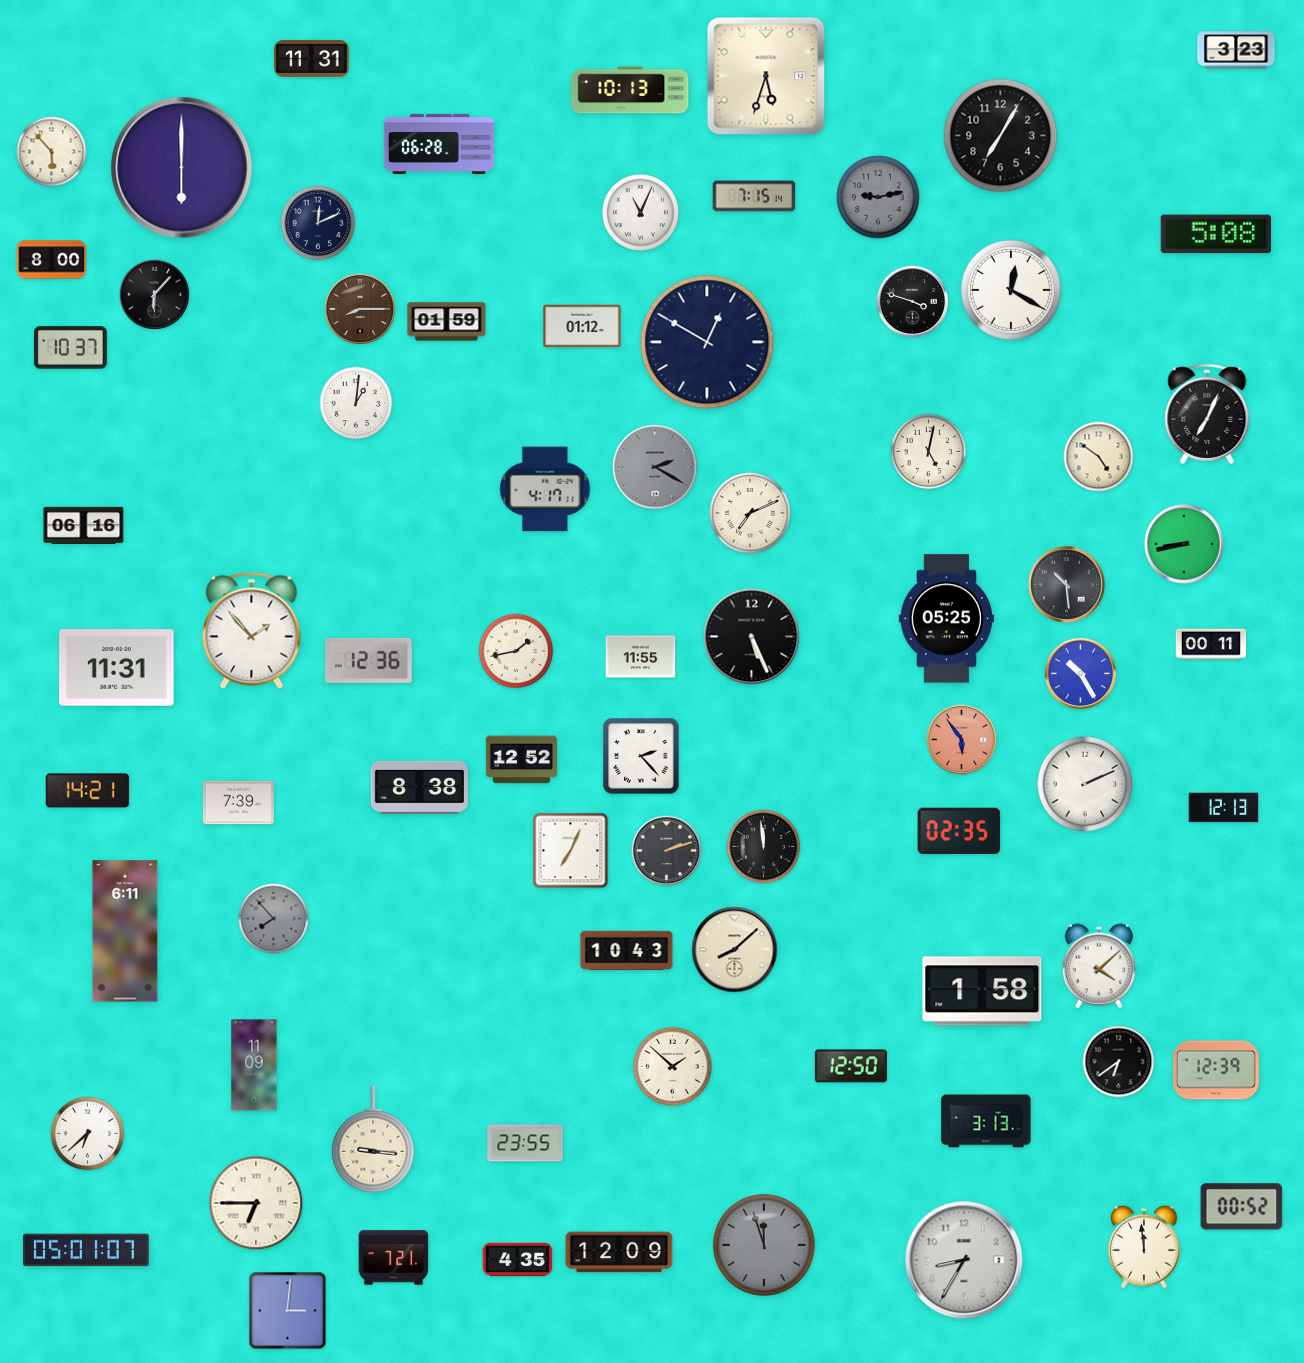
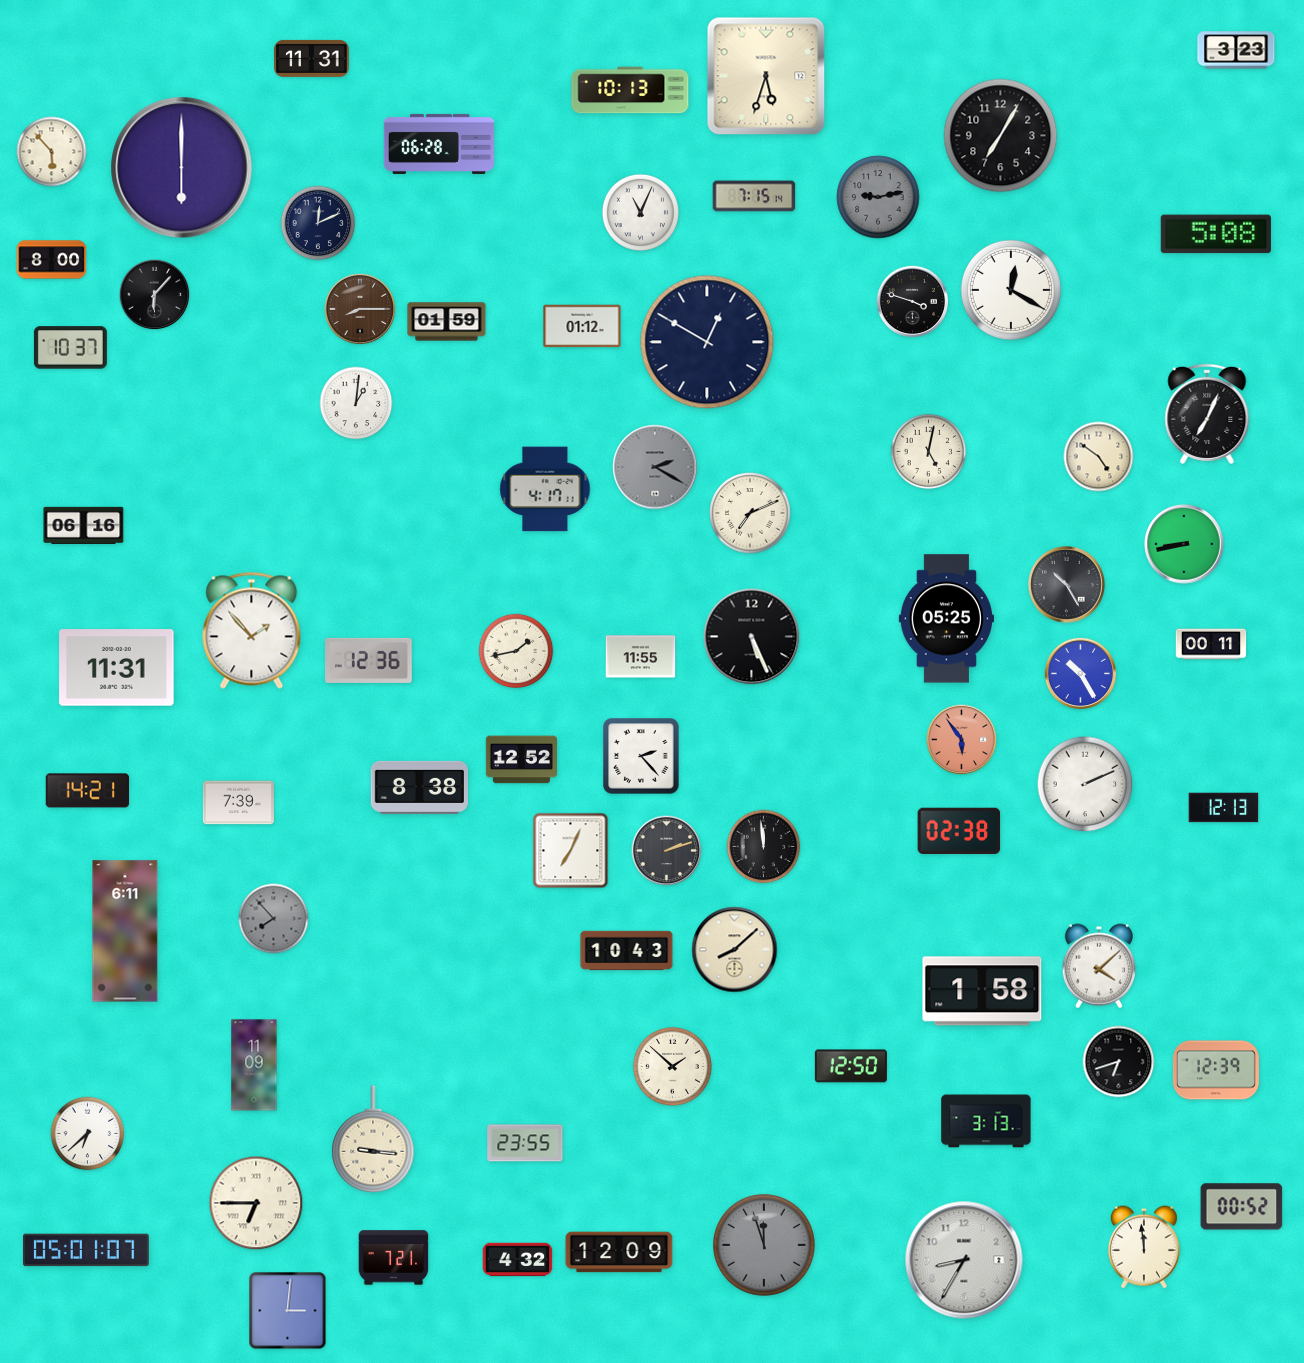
clock at (1067, 585): 10:29 -> 10:25
clock at (959, 831): 02:35 -> 02:38
clock at (1119, 1062): 6:39 -> 6:42
clock at (518, 1260): 4:35 -> 4:32
